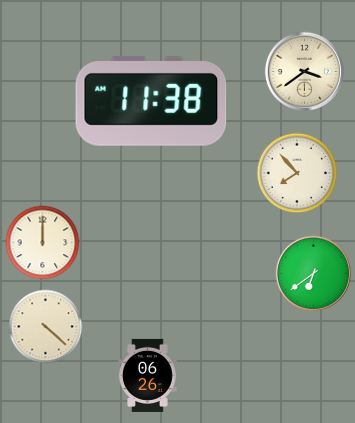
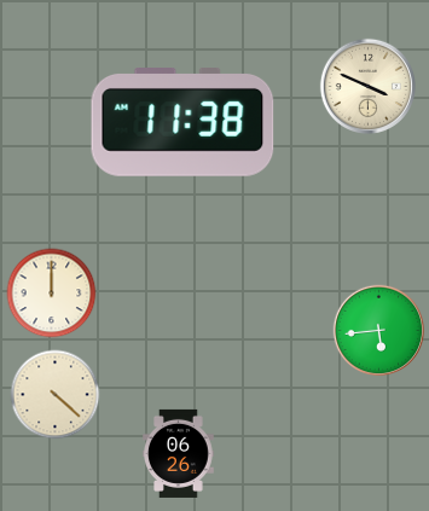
clock at (304, 71): 3:39 -> 3:49
clock at (297, 173): 7:53 -> none
clock at (313, 273): 6:39 -> 5:44
